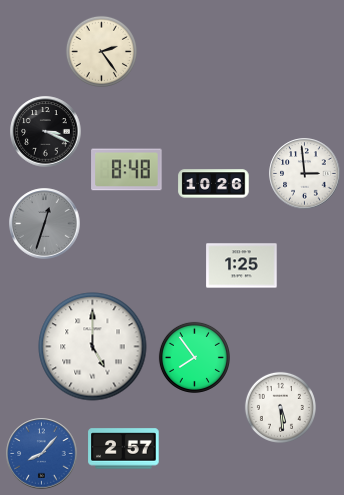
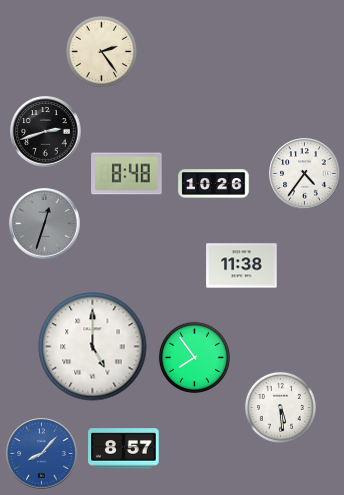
clock at (46, 132): 3:19 -> 2:42
clock at (127, 170) position: (127, 170) -> (127, 174)
clock at (305, 174): 2:59 -> 4:36
clock at (242, 266): 1:25 -> 11:38
clock at (124, 449): 2:57 -> 8:57
